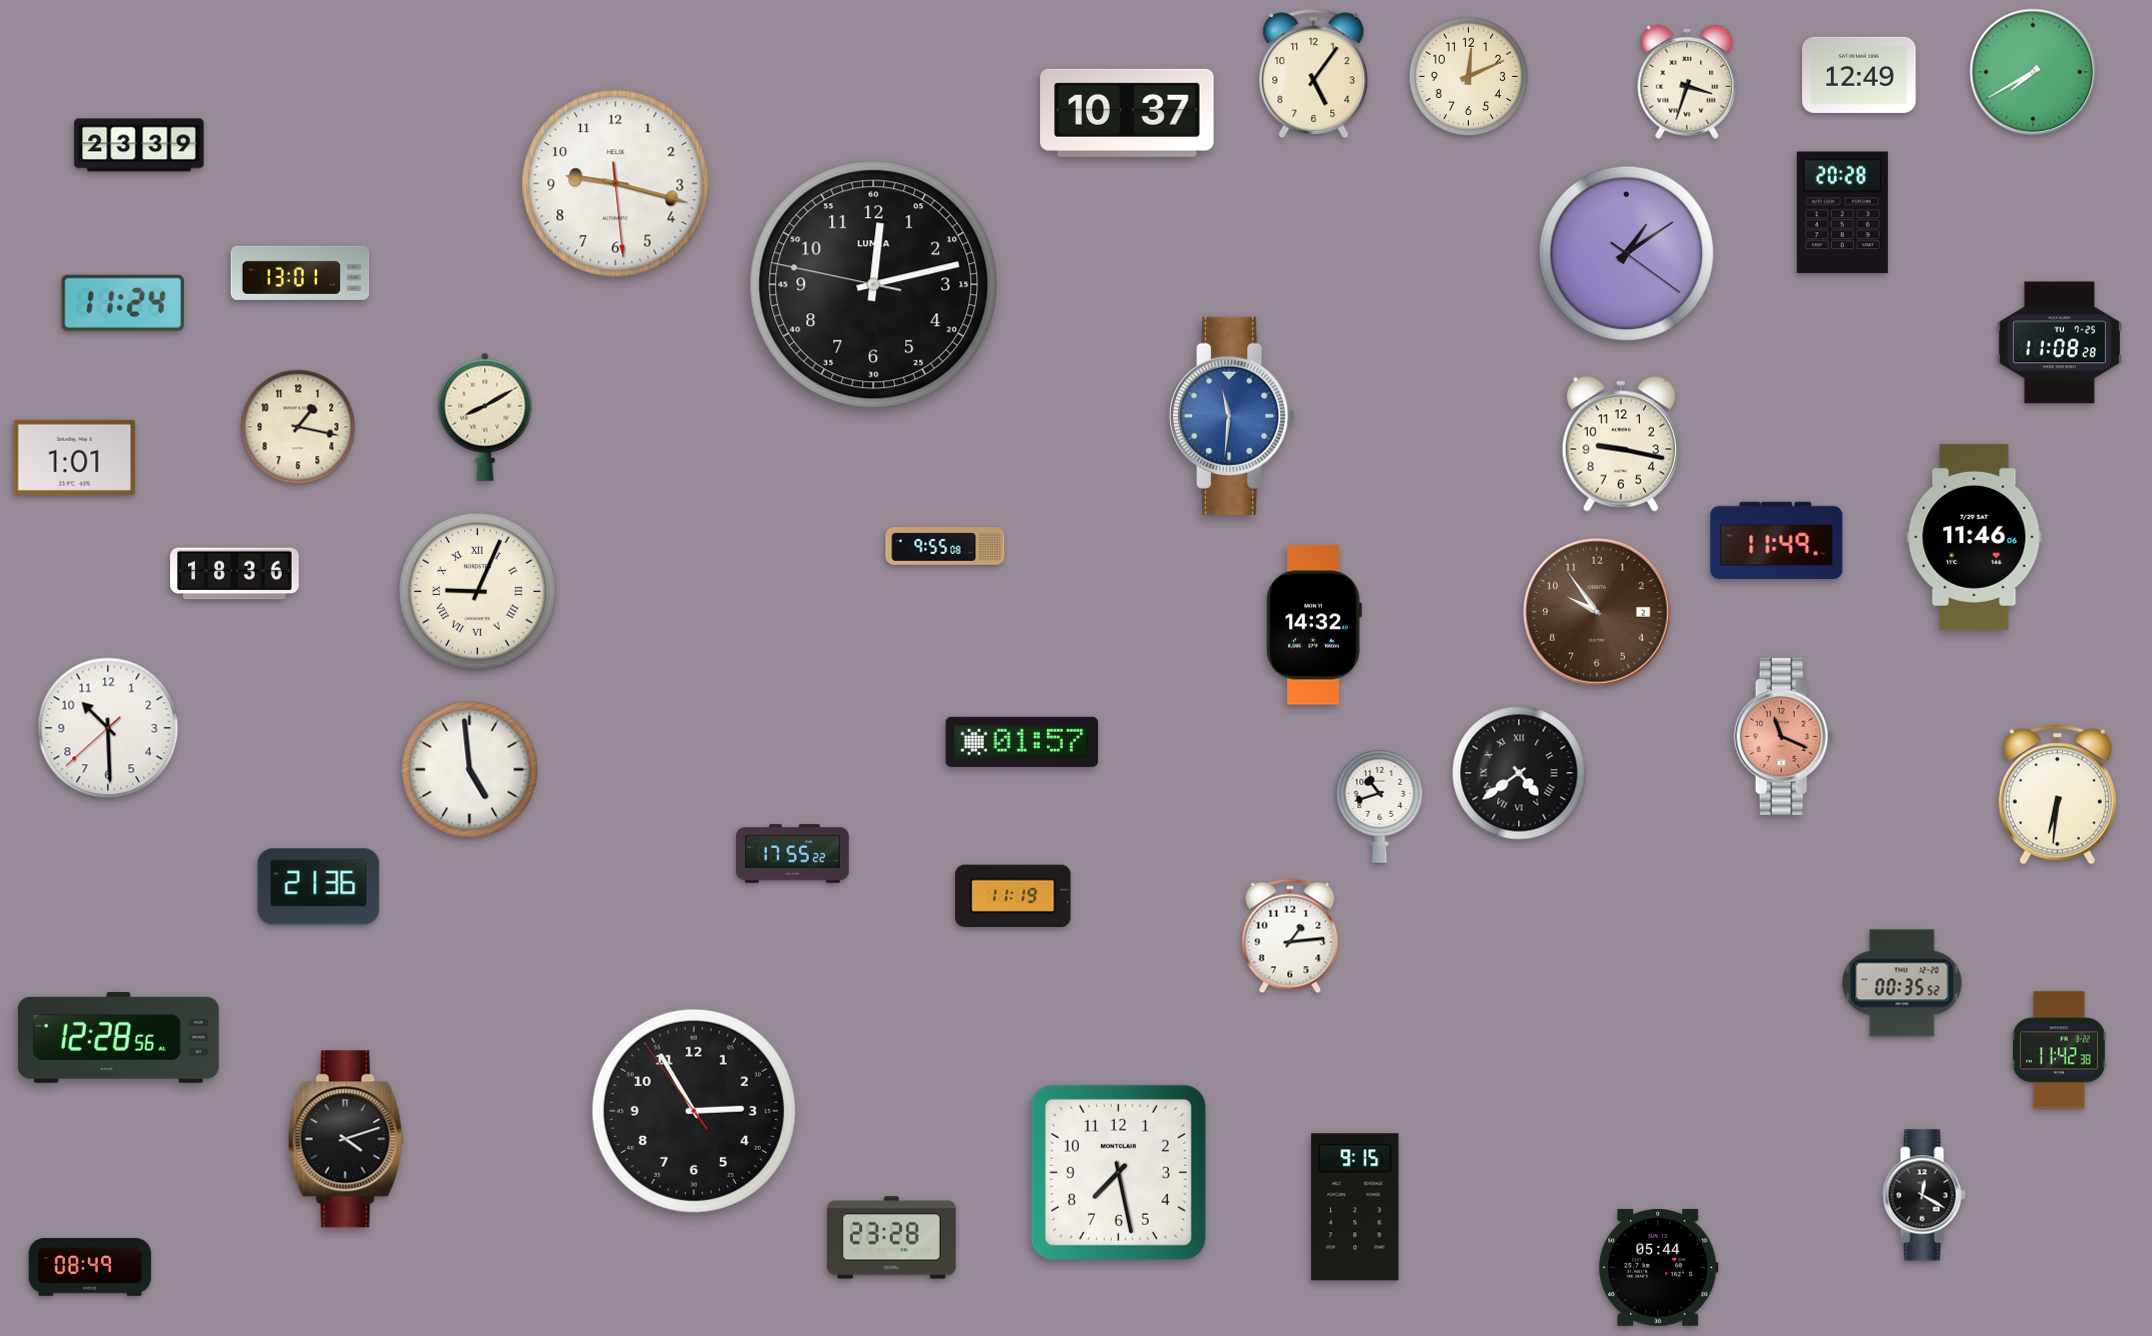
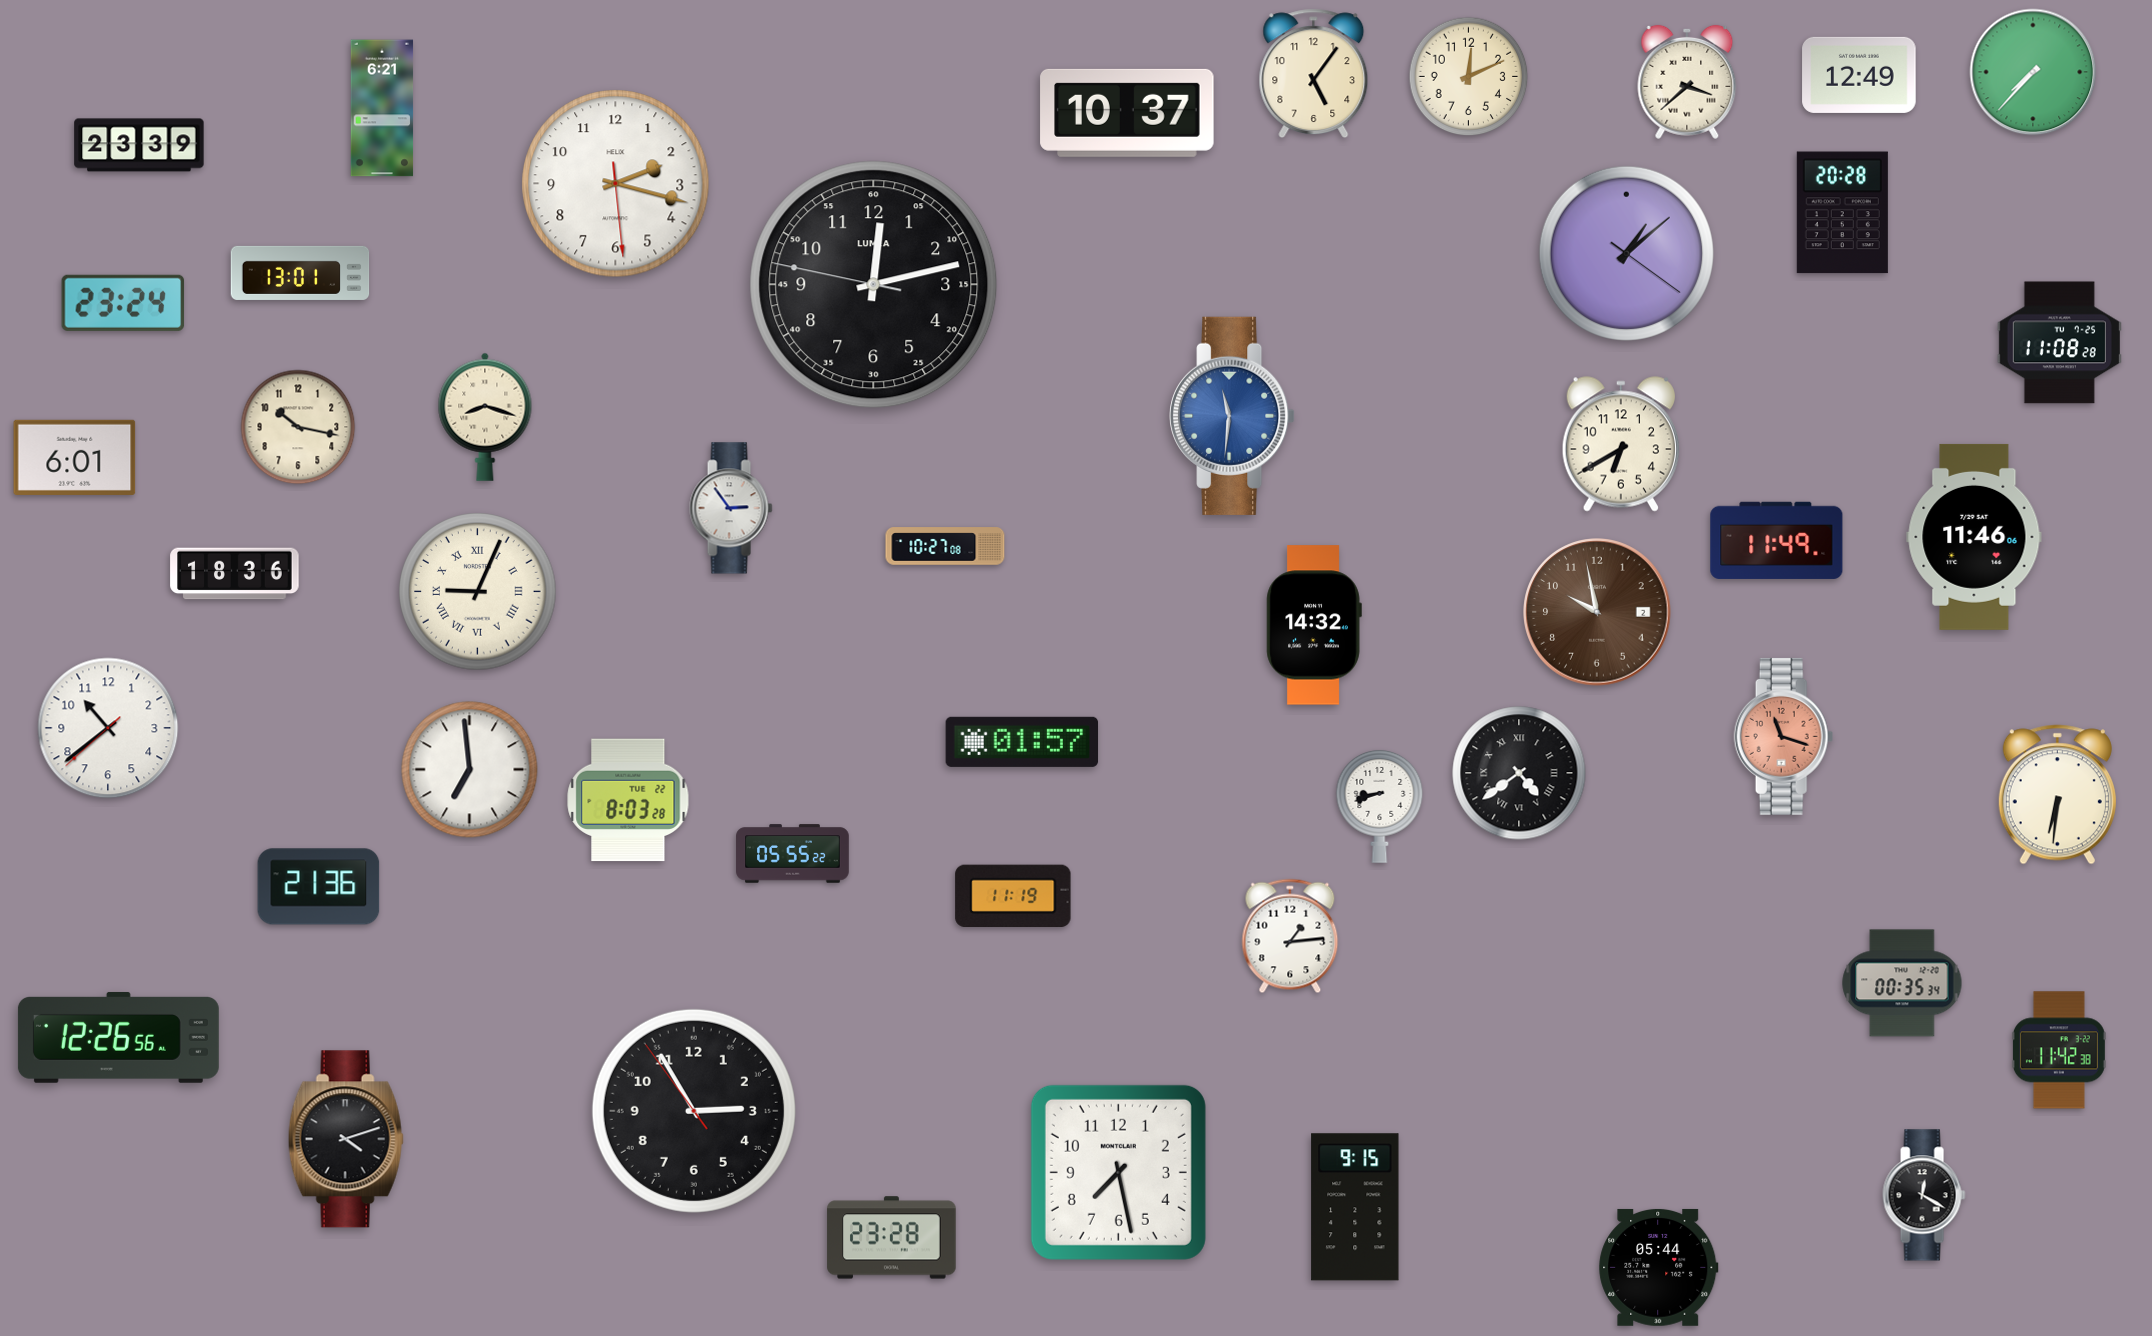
clock at (2033, 72): 7:40 -> 7:37
clock at (1687, 82): 3:33 -> 3:38
clock at (382, 108): none -> 6:21
clock at (616, 184): 9:17 -> 2:17
clock at (1626, 253): 1:09 -> 1:08
clock at (123, 303): 11:24 -> 23:24
clock at (485, 417): 8:10 -> 8:18
clock at (298, 427): 1:17 -> 10:17
clock at (1620, 444): 9:17 -> 6:40
clock at (75, 457): 1:01 -> 6:01
clock at (731, 508): none -> 2:54
clock at (945, 546): 9:55 -> 10:27
clock at (1597, 612): 9:54 -> 9:58
clock at (108, 728): 10:29 -> 10:38
clock at (1784, 736): 11:19 -> 11:18
clock at (470, 770): 4:59 -> 6:59
clock at (628, 800): none -> 8:03
clock at (1380, 806): 10:42 -> 8:42
clock at (793, 854): 17:55 -> 05:55
clock at (1902, 983): 00:35:52 -> 00:35:34
clock at (118, 1037): 12:28 -> 12:26
clock at (90, 1267): 08:49 -> none
